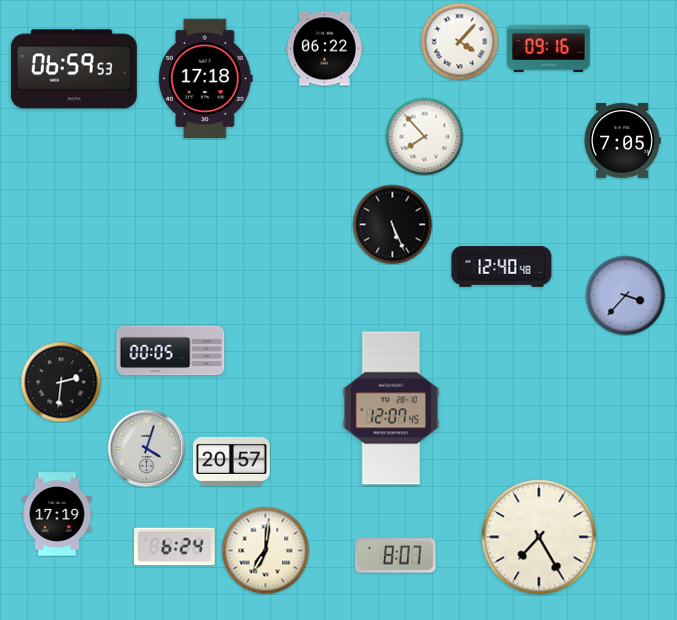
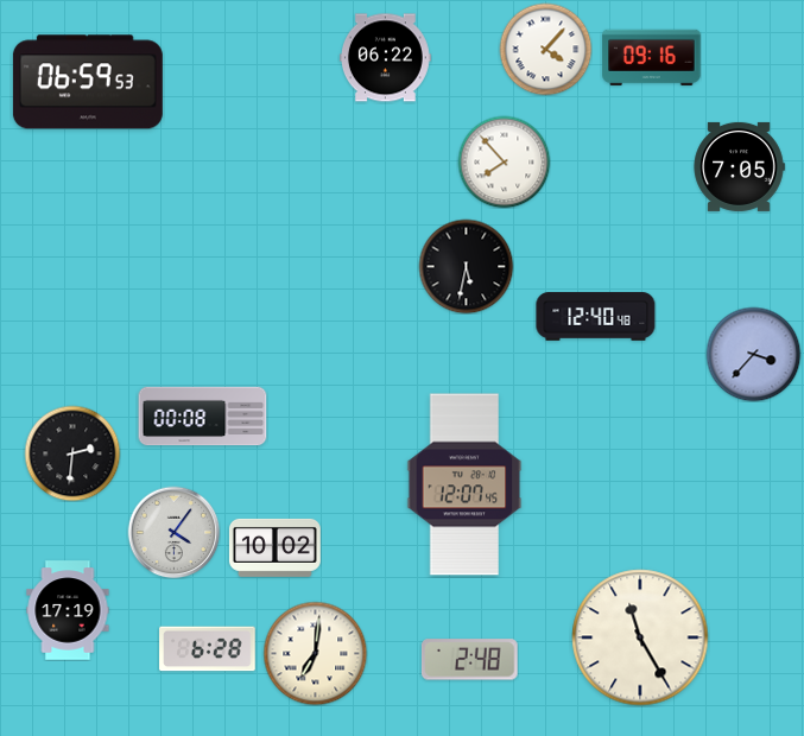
clock at (205, 78): 17:18 -> none
clock at (392, 224): 5:26 -> 5:32
clock at (625, 295) position: (625, 295) -> (753, 354)
clock at (171, 351): 00:05 -> 00:08
clock at (146, 448): 4:03 -> 4:06
clock at (231, 461): 20:57 -> 10:02
clock at (539, 537): 7:25 -> 11:25
clock at (175, 547): 6:24 -> 6:28
clock at (395, 556): 8:07 -> 2:48
